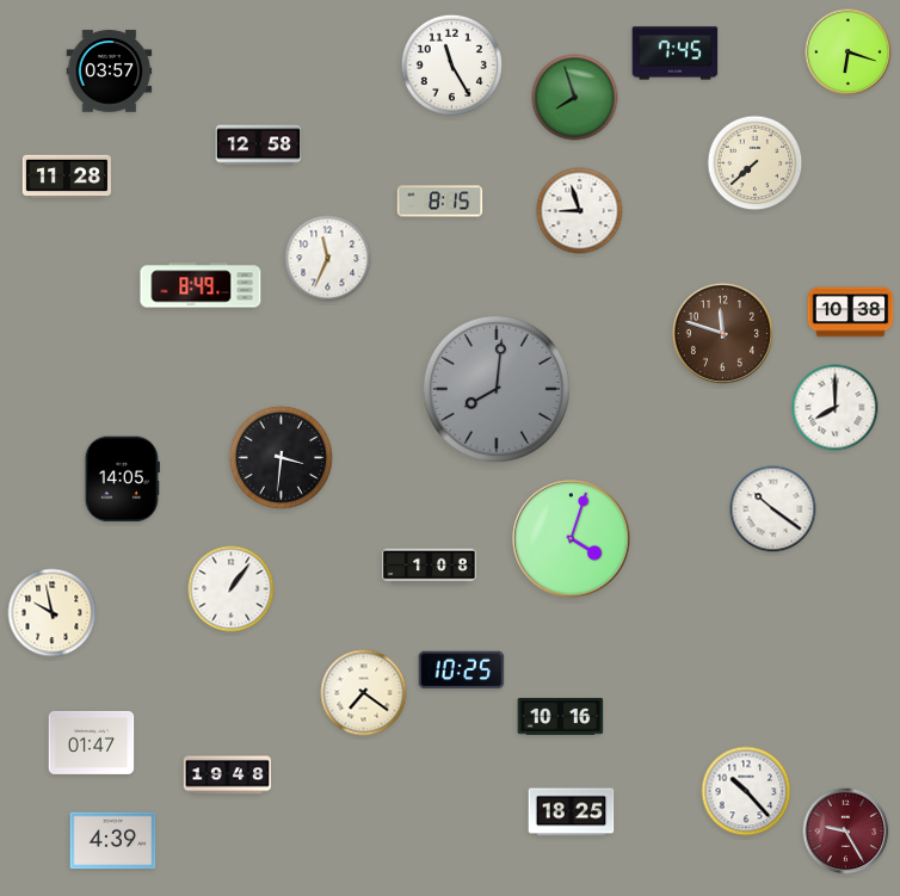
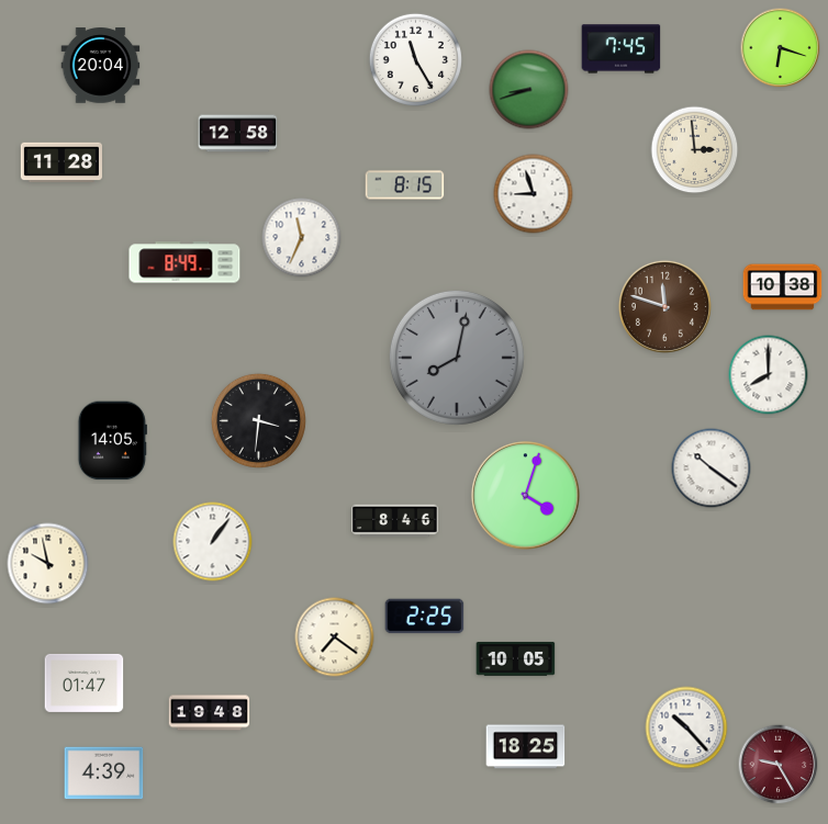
clock at (110, 72): 03:57 -> 20:04
clock at (575, 98): 7:57 -> 8:42
clock at (756, 163): 7:38 -> 2:59
clock at (497, 389): 8:01 -> 8:02
clock at (430, 567): 1:08 -> 8:46
clock at (462, 671): 10:25 -> 2:25
clock at (561, 716): 10:16 -> 10:05
